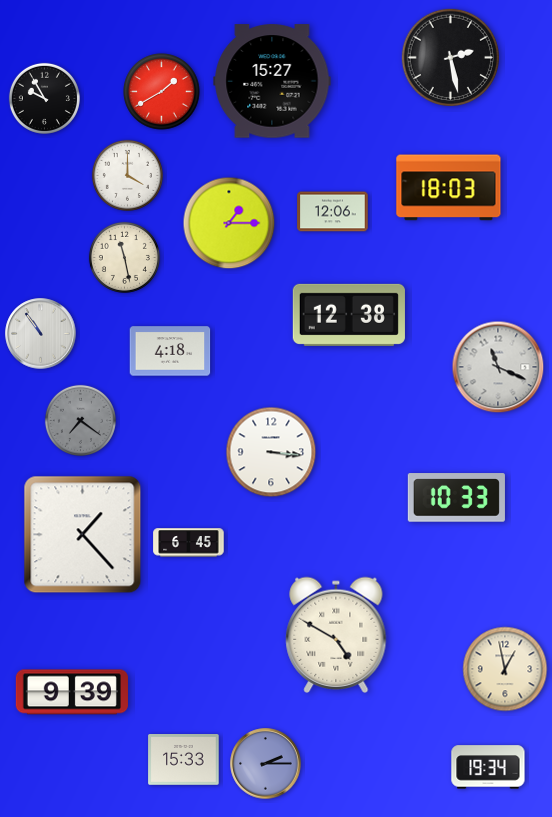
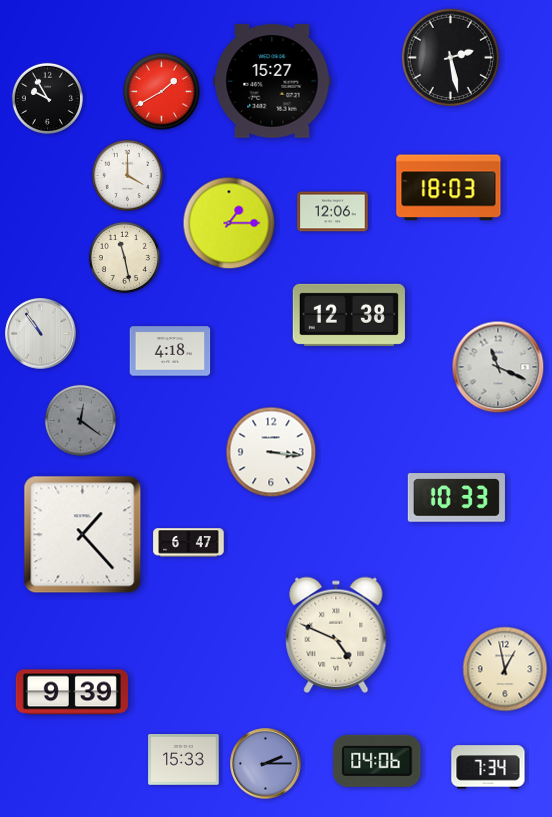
clock at (44, 98) position: (44, 98) -> (47, 98)
clock at (80, 420): 7:21 -> 12:21
clock at (189, 543): 6:45 -> 6:47
clock at (336, 635): 4:50 -> 4:49
clock at (377, 761): none -> 04:06
clock at (488, 767): 19:34 -> 7:34
